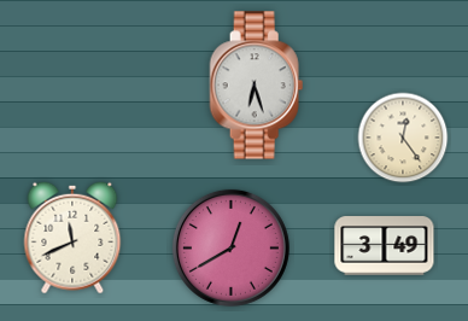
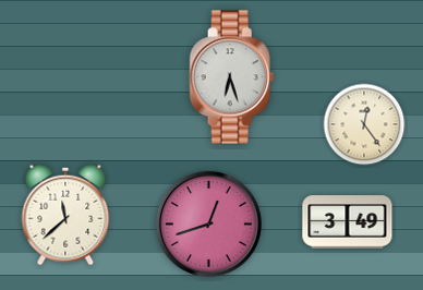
clock at (72, 238): 11:41 -> 11:38
clock at (230, 247): 12:40 -> 12:42
